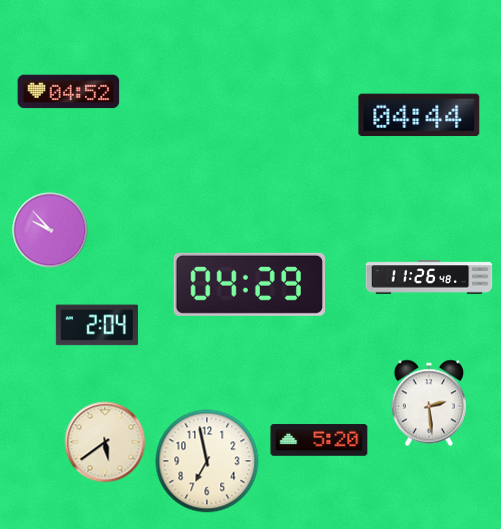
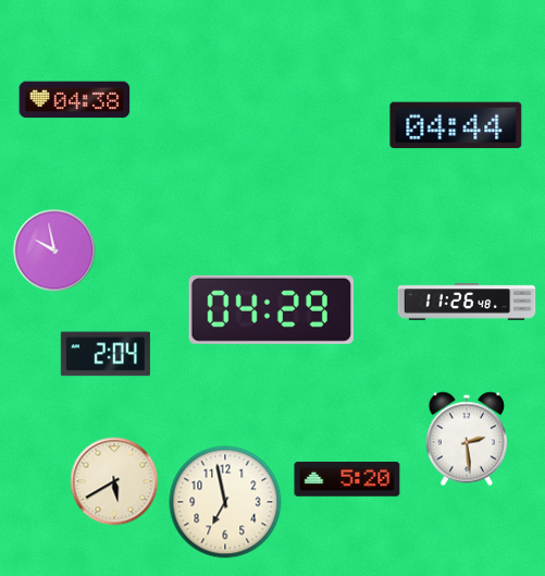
clock at (69, 92): 04:52 -> 04:38
clock at (50, 230): 9:53 -> 9:58
clock at (105, 442): 5:39 -> 5:40
